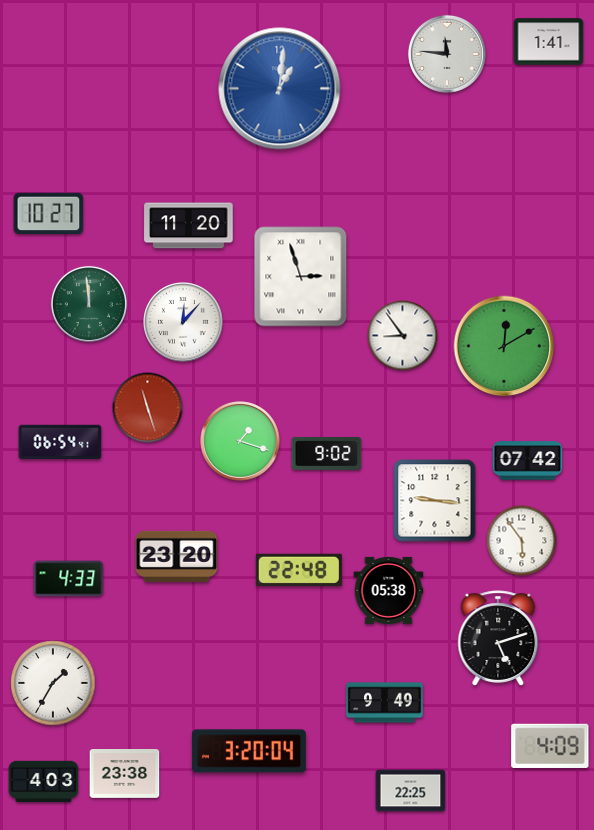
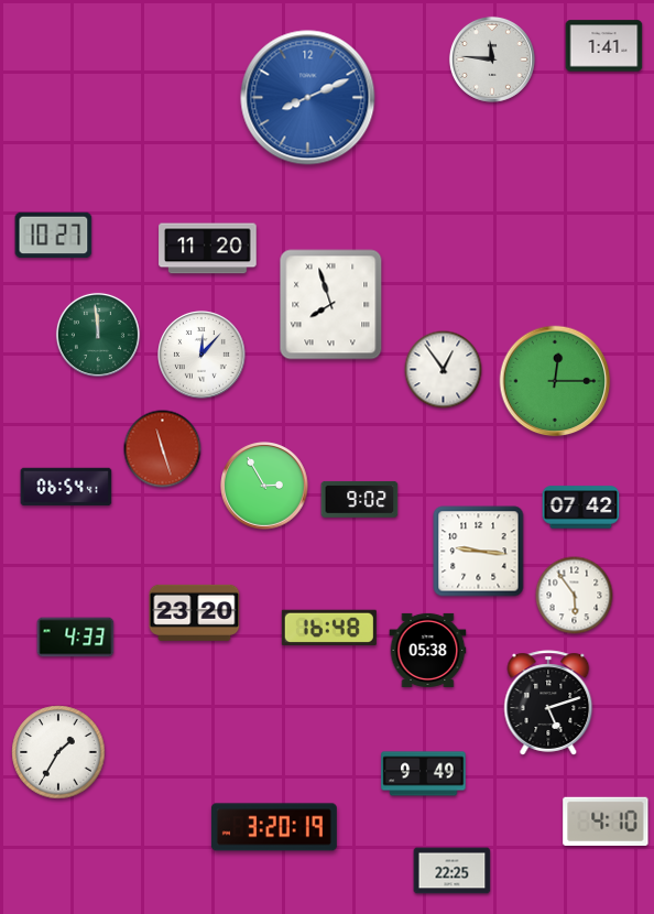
clock at (280, 89): 1:01 -> 8:11
clock at (301, 277): 2:57 -> 7:57
clock at (403, 336): 8:54 -> 12:54
clock at (504, 346): 12:10 -> 12:15
clock at (241, 442): 1:18 -> 2:55
clock at (299, 569): 22:48 -> 16:48
clock at (550, 746): 4:09 -> 4:10
clock at (249, 751): 3:20:04 -> 3:20:19
clock at (125, 774): 23:38 -> none
clock at (44, 782): 4:03 -> none
